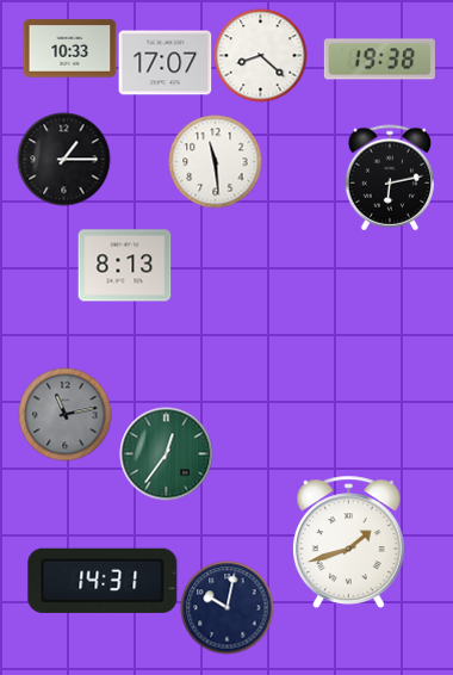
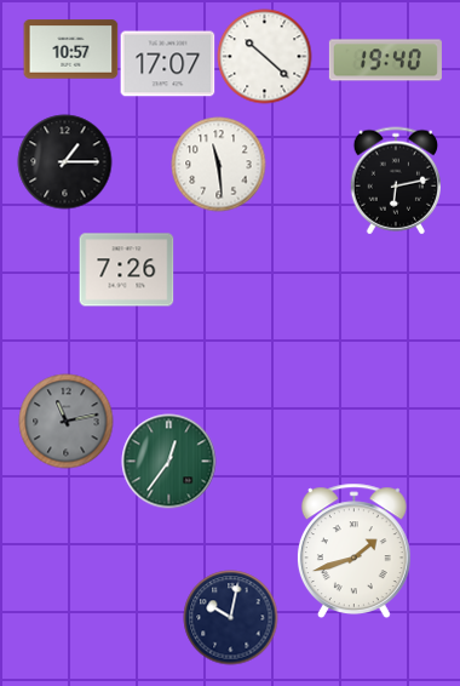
clock at (69, 49): 10:33 -> 10:57
clock at (260, 55): 8:22 -> 10:22
clock at (379, 60): 19:38 -> 19:40
clock at (124, 266): 8:13 -> 7:26
clock at (103, 581): 14:31 -> none
